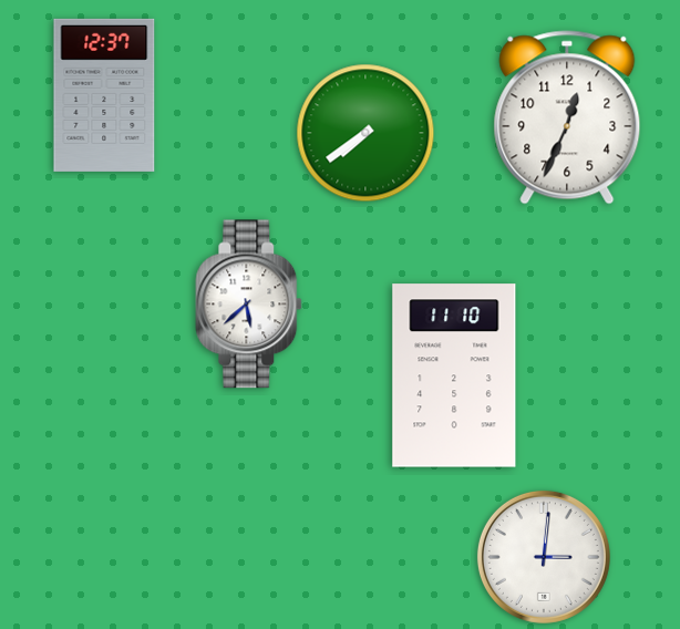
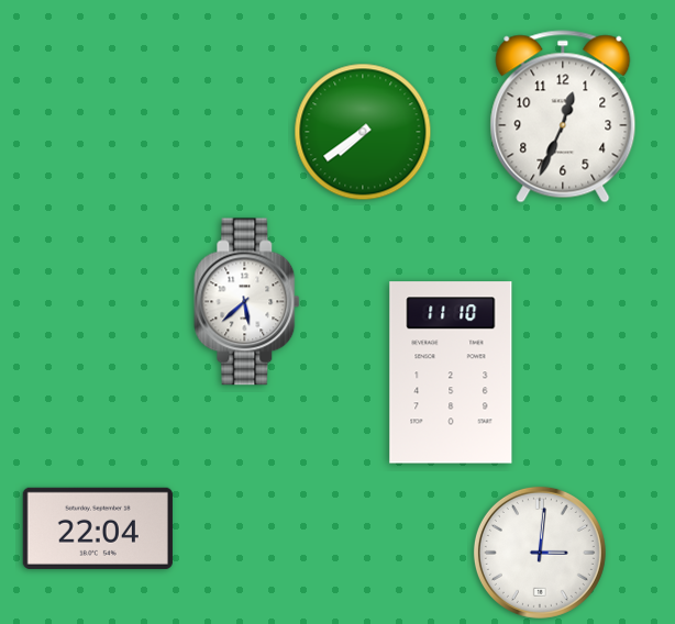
clock at (104, 95): 12:37 -> none
clock at (98, 528): none -> 22:04
